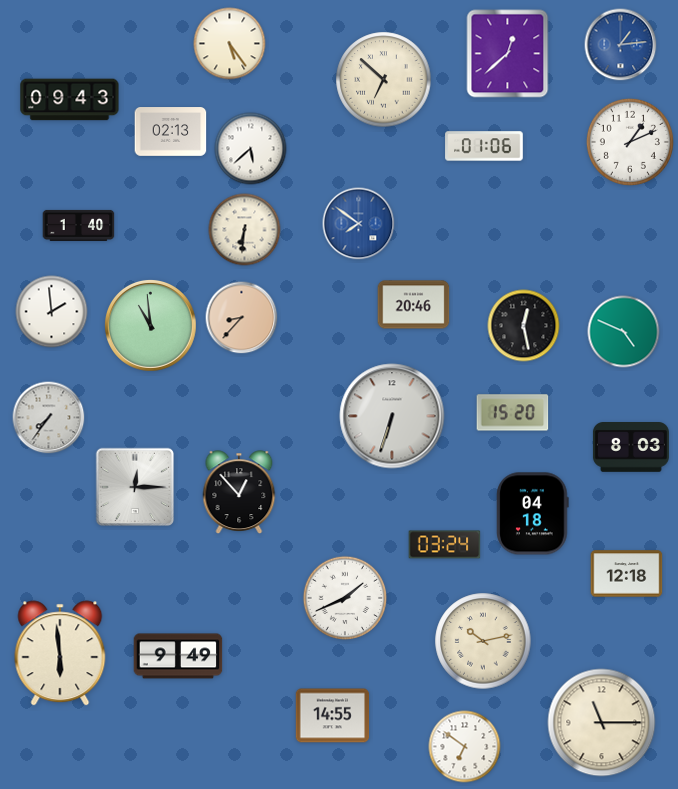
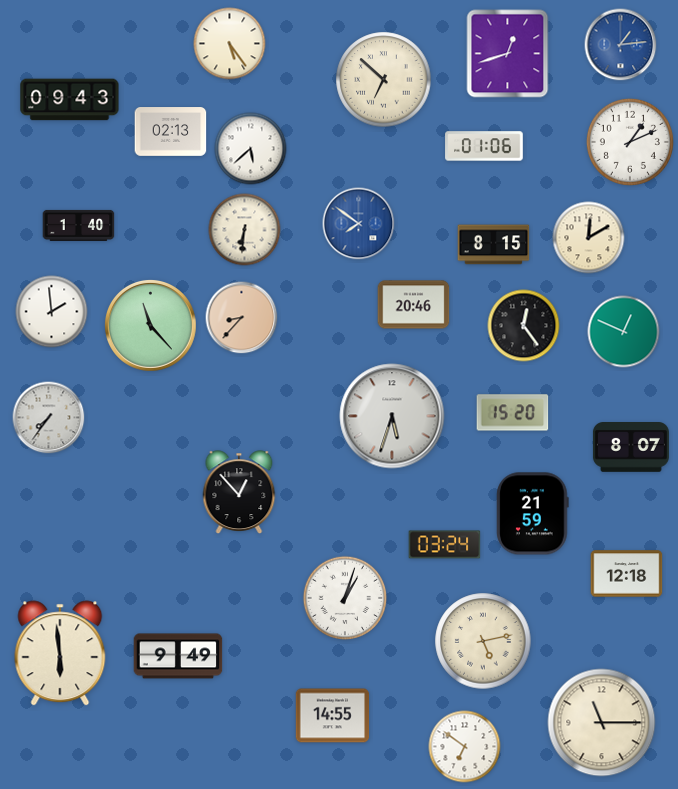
clock at (508, 54): 12:38 -> 12:42
clock at (589, 238): none -> 12:10
clock at (494, 245): none -> 8:15
clock at (151, 326): 10:59 -> 11:23
clock at (524, 326): 12:28 -> 12:24
clock at (624, 332): 4:49 -> 12:49
clock at (392, 416): 6:33 -> 5:33
clock at (631, 448): 8:03 -> 8:07
clock at (135, 487): 12:15 -> none
clock at (533, 514): 04:18 -> 21:59
clock at (345, 598): 1:41 -> 1:03
clock at (483, 641): 10:13 -> 5:13
